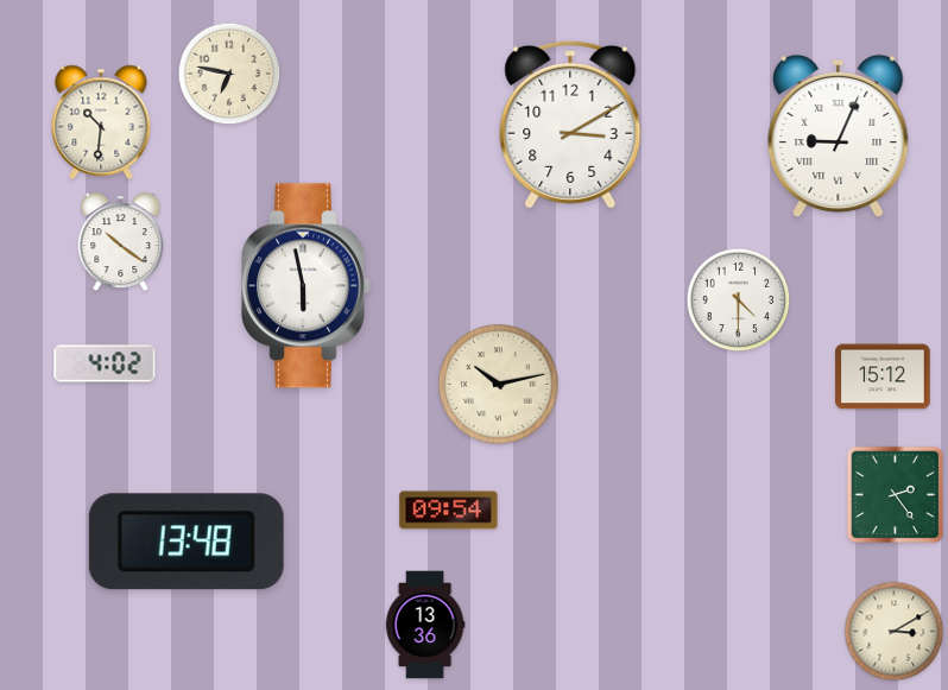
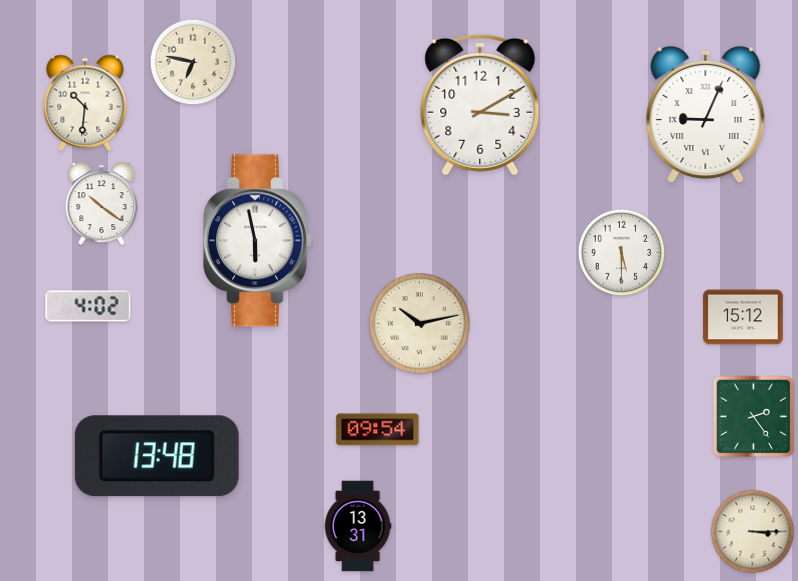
clock at (739, 300): 4:30 -> 5:30
clock at (425, 625): 13:36 -> 13:31
clock at (895, 632): 3:10 -> 3:15
